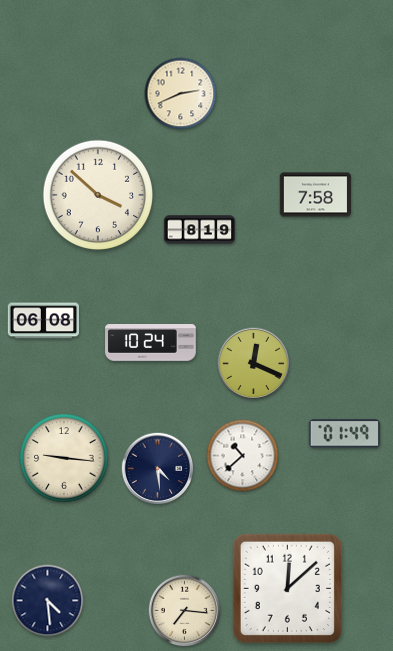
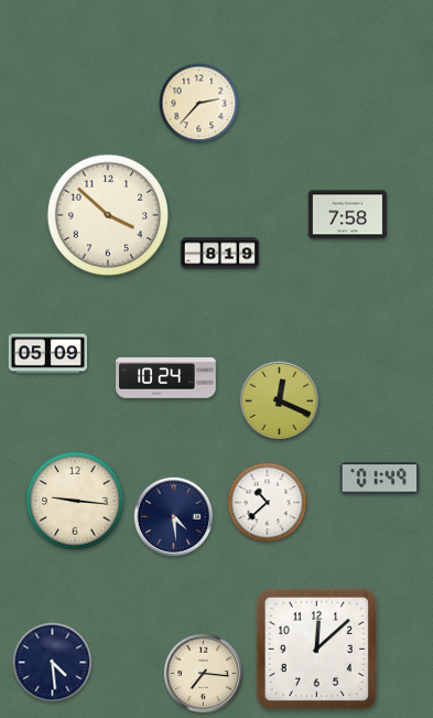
clock at (181, 94): 2:41 -> 2:37
clock at (44, 321): 06:08 -> 05:09
clock at (64, 458) position: (64, 458) -> (75, 501)
